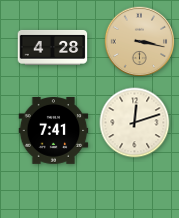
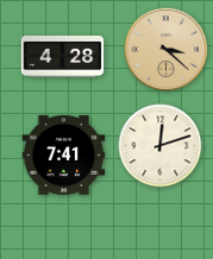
clock at (140, 42): 3:17 -> 3:22
